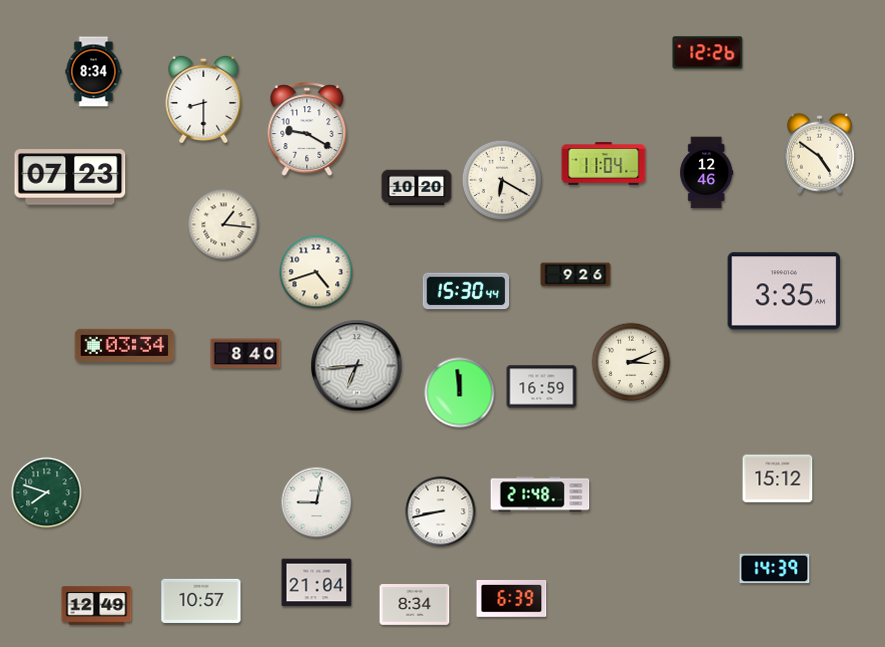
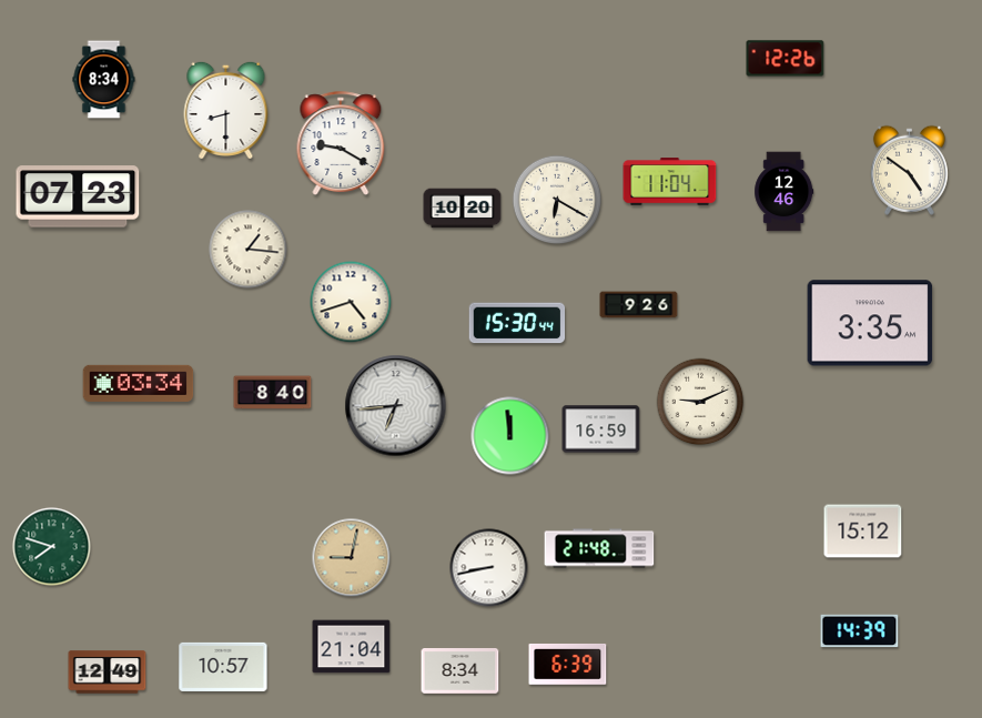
clock at (631, 362): 3:11 -> 9:11
clock at (317, 503) dial: white -> champagne
